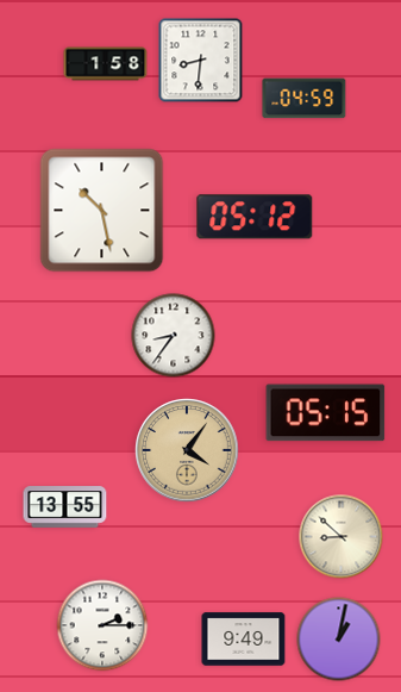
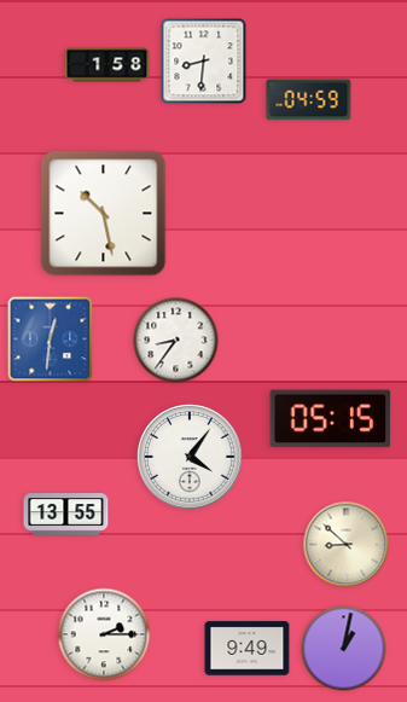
clock at (255, 217): 05:12 -> none
clock at (51, 340): none -> 12:31
clock at (187, 450) dial: champagne -> white
